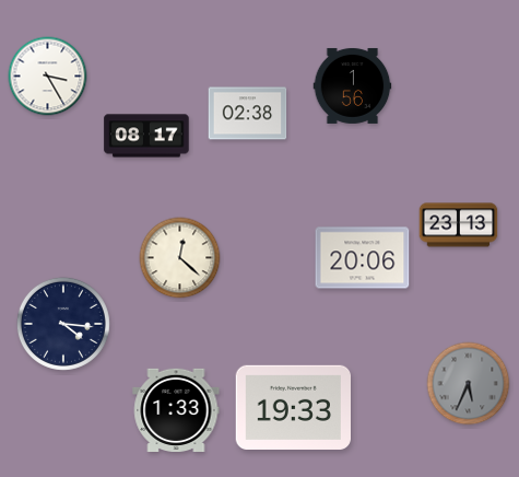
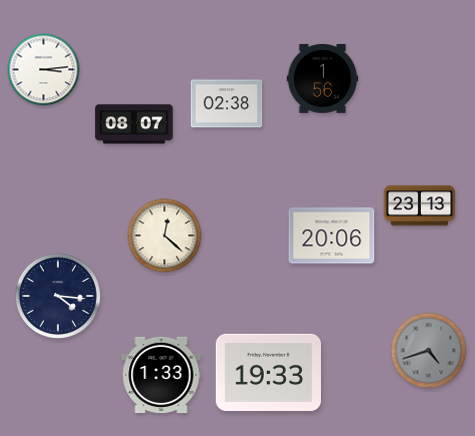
clock at (48, 77): 3:25 -> 3:14
clock at (146, 136): 08:17 -> 08:07
clock at (469, 384): 5:34 -> 4:42
